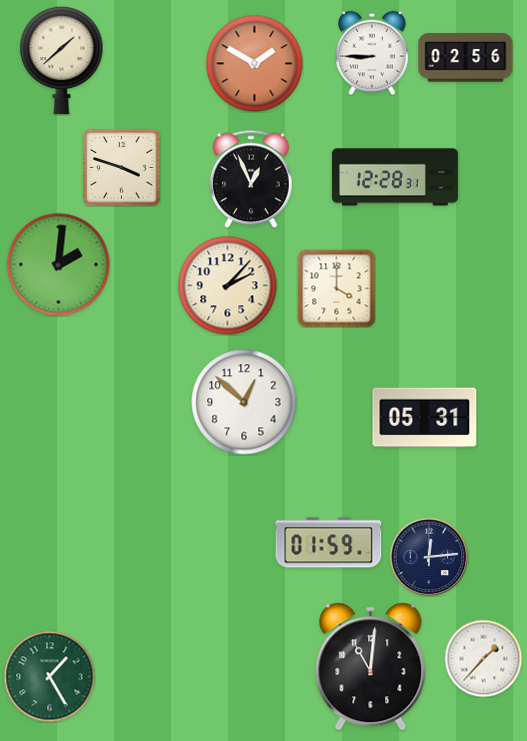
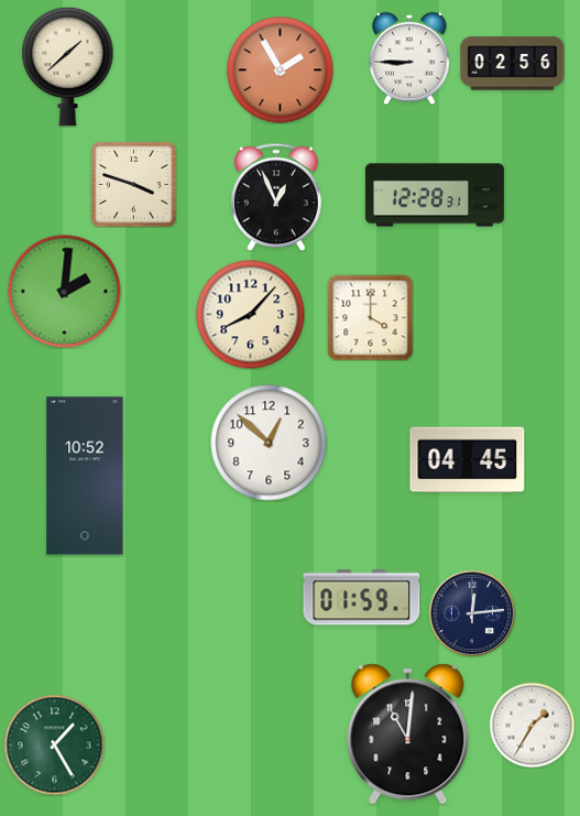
clock at (254, 63): 1:50 -> 1:55
clock at (228, 286): 2:07 -> 8:07
clock at (425, 418): 05:31 -> 04:45
clock at (85, 476): none -> 10:52
clock at (483, 658): 1:37 -> 1:35
